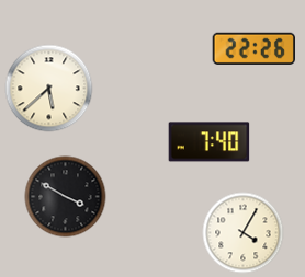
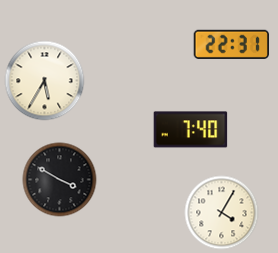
clock at (253, 48): 22:26 -> 22:31
clock at (49, 89): 5:38 -> 5:35
